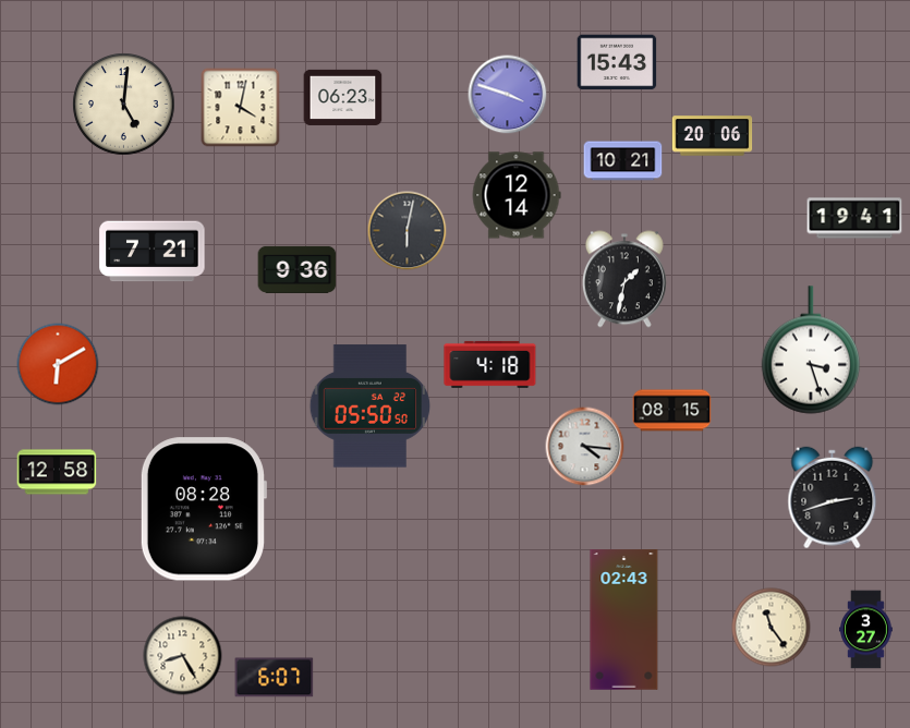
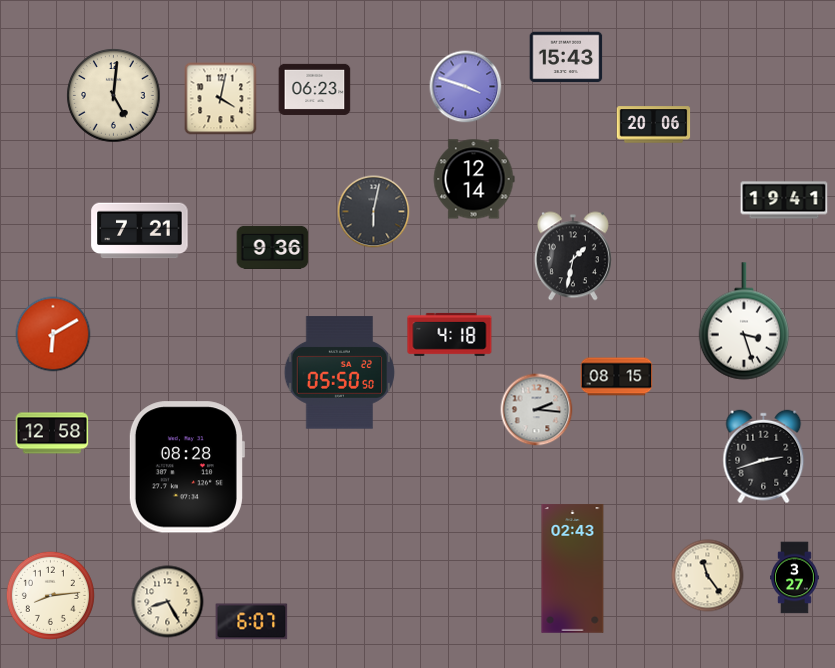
clock at (623, 161): 10:21 -> none
clock at (585, 447): 4:16 -> 2:16
clock at (50, 595): none -> 8:14
